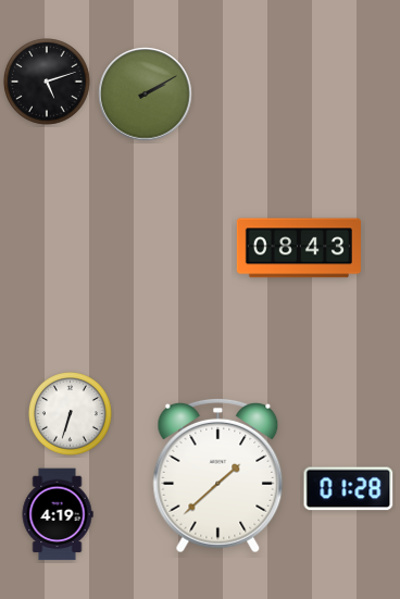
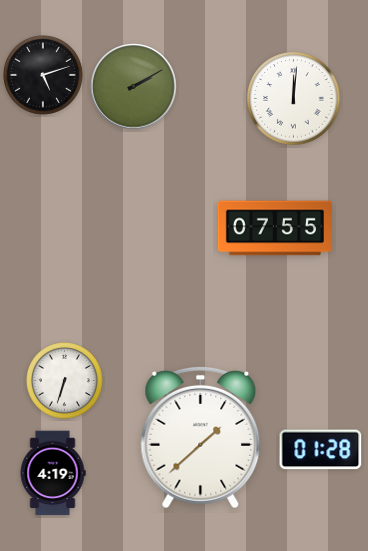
clock at (294, 99): none -> 12:01
clock at (299, 248): 08:43 -> 07:55
